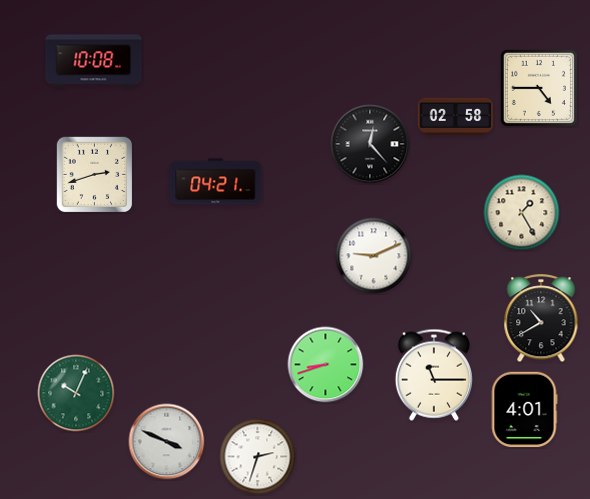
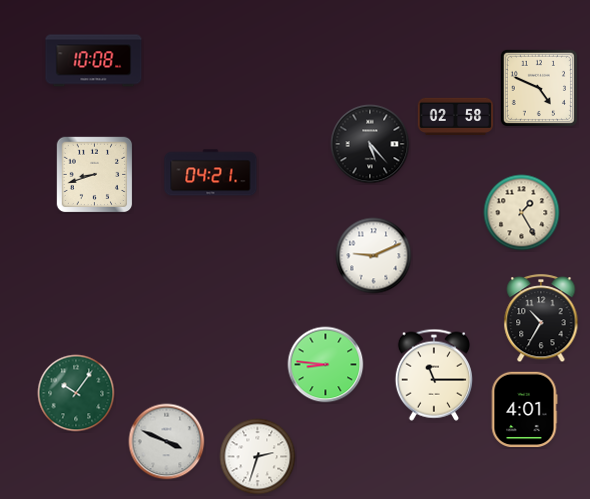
clock at (539, 88): 4:45 -> 4:49
clock at (370, 144): 12:23 -> 5:23
clock at (94, 174): 2:42 -> 8:42
clock at (216, 182) position: (216, 182) -> (211, 173)
clock at (541, 319): 10:40 -> 10:35
clock at (326, 365): 8:42 -> 8:46
clock at (76, 393): 10:04 -> 10:06
